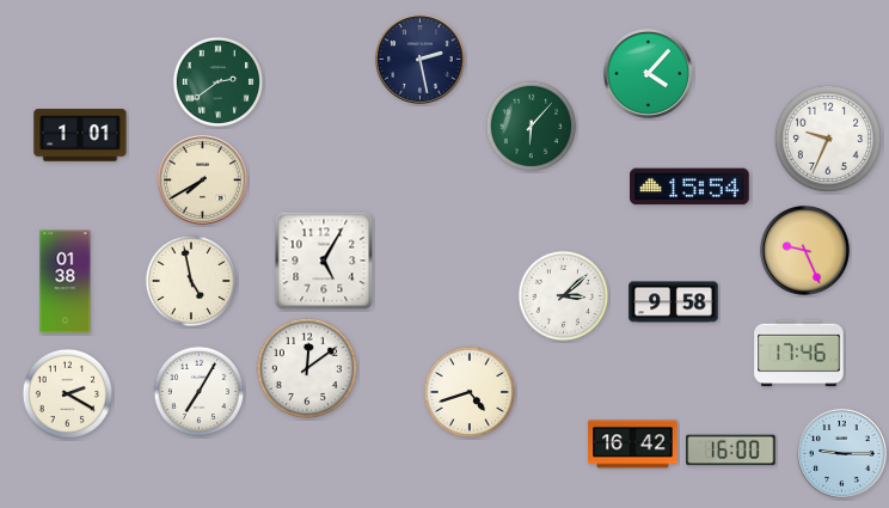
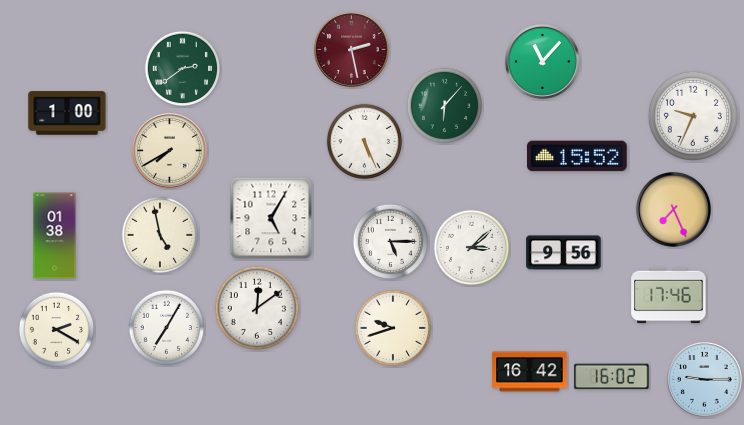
clock at (419, 59) dial: navy -> burgundy
clock at (648, 73): 4:07 -> 11:07
clock at (80, 135): 1:01 -> 1:00
clock at (365, 142): none -> 5:26
clock at (691, 186): 15:54 -> 15:52
clock at (804, 250): 9:26 -> 7:26
clock at (391, 242): none -> 5:15
clock at (674, 302): 9:58 -> 9:56
clock at (470, 392): 4:42 -> 9:42
clock at (731, 451): 16:00 -> 16:02
